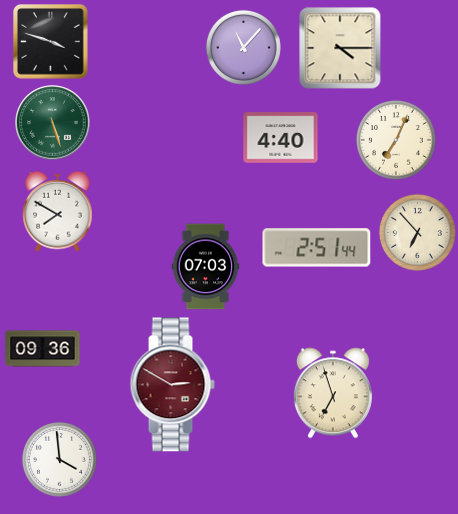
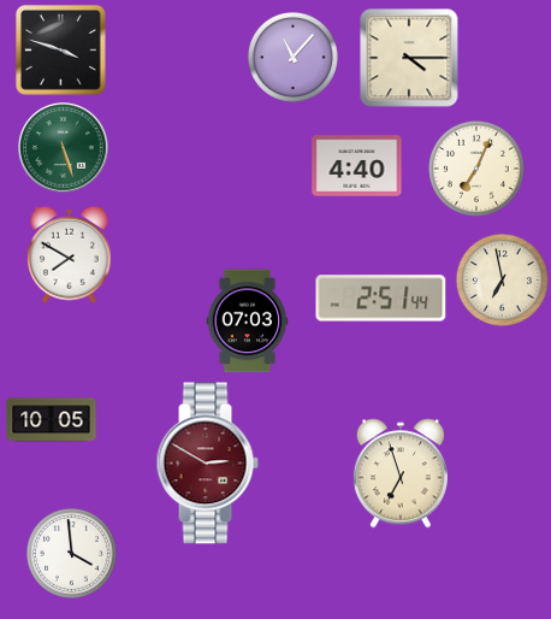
clock at (281, 138) position: (281, 138) -> (357, 166)
clock at (417, 232): 6:53 -> 6:58
clock at (43, 349): 09:36 -> 10:05
